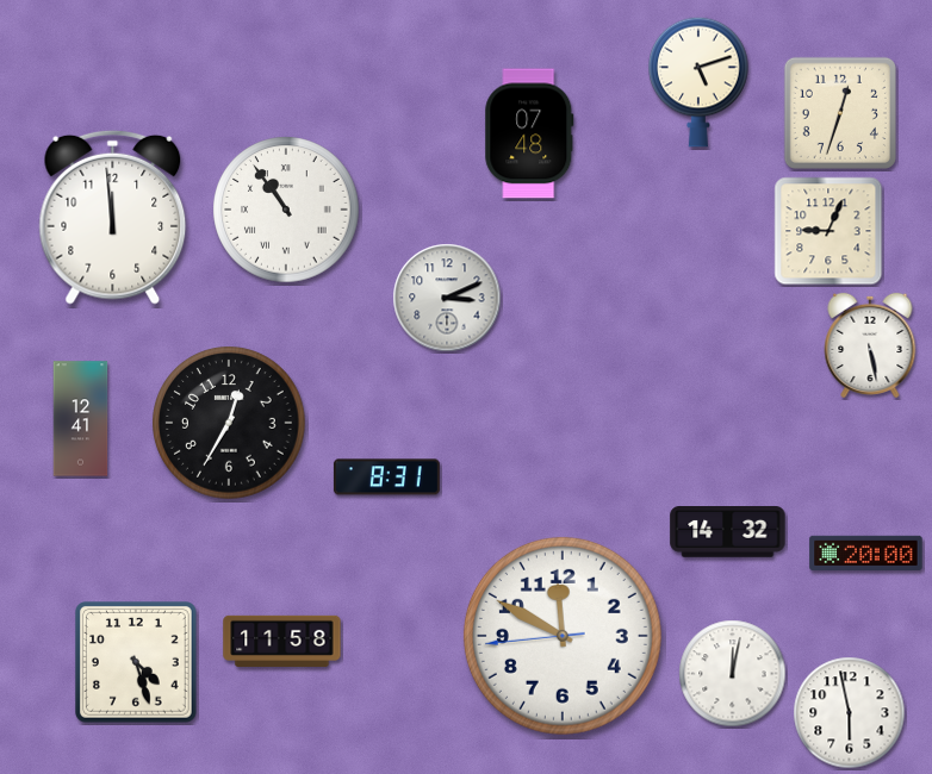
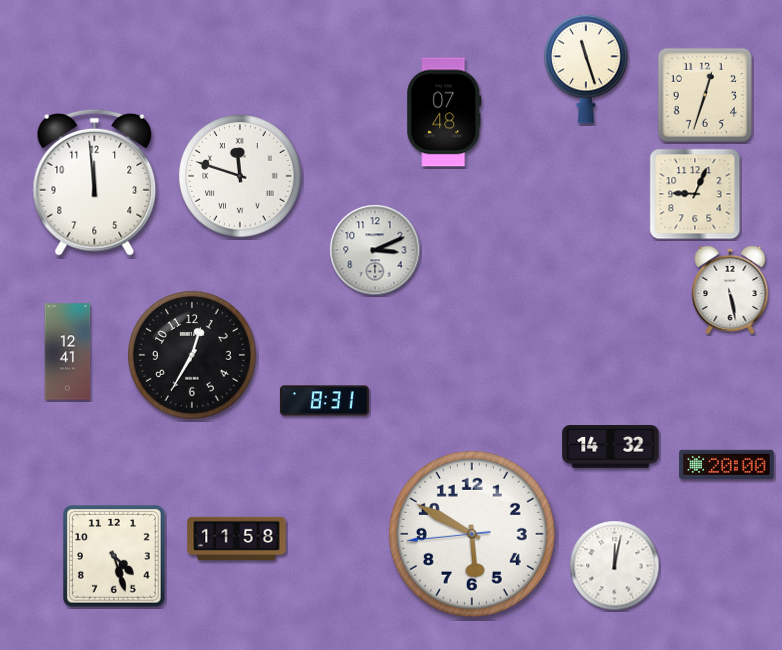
clock at (698, 82): 5:12 -> 11:27
clock at (286, 210): 10:54 -> 11:48
clock at (563, 636): 11:49 -> 5:49
clock at (850, 713): 5:58 -> none
